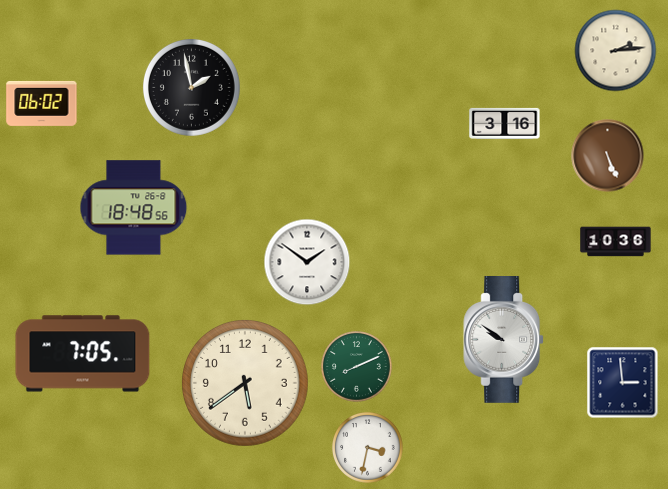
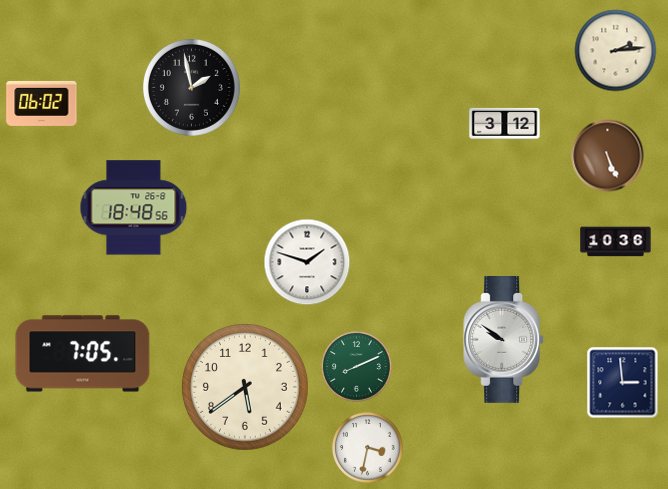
clock at (505, 123): 3:16 -> 3:12
clock at (307, 262): 1:51 -> 1:48
clock at (246, 384) position: (246, 384) -> (246, 388)
